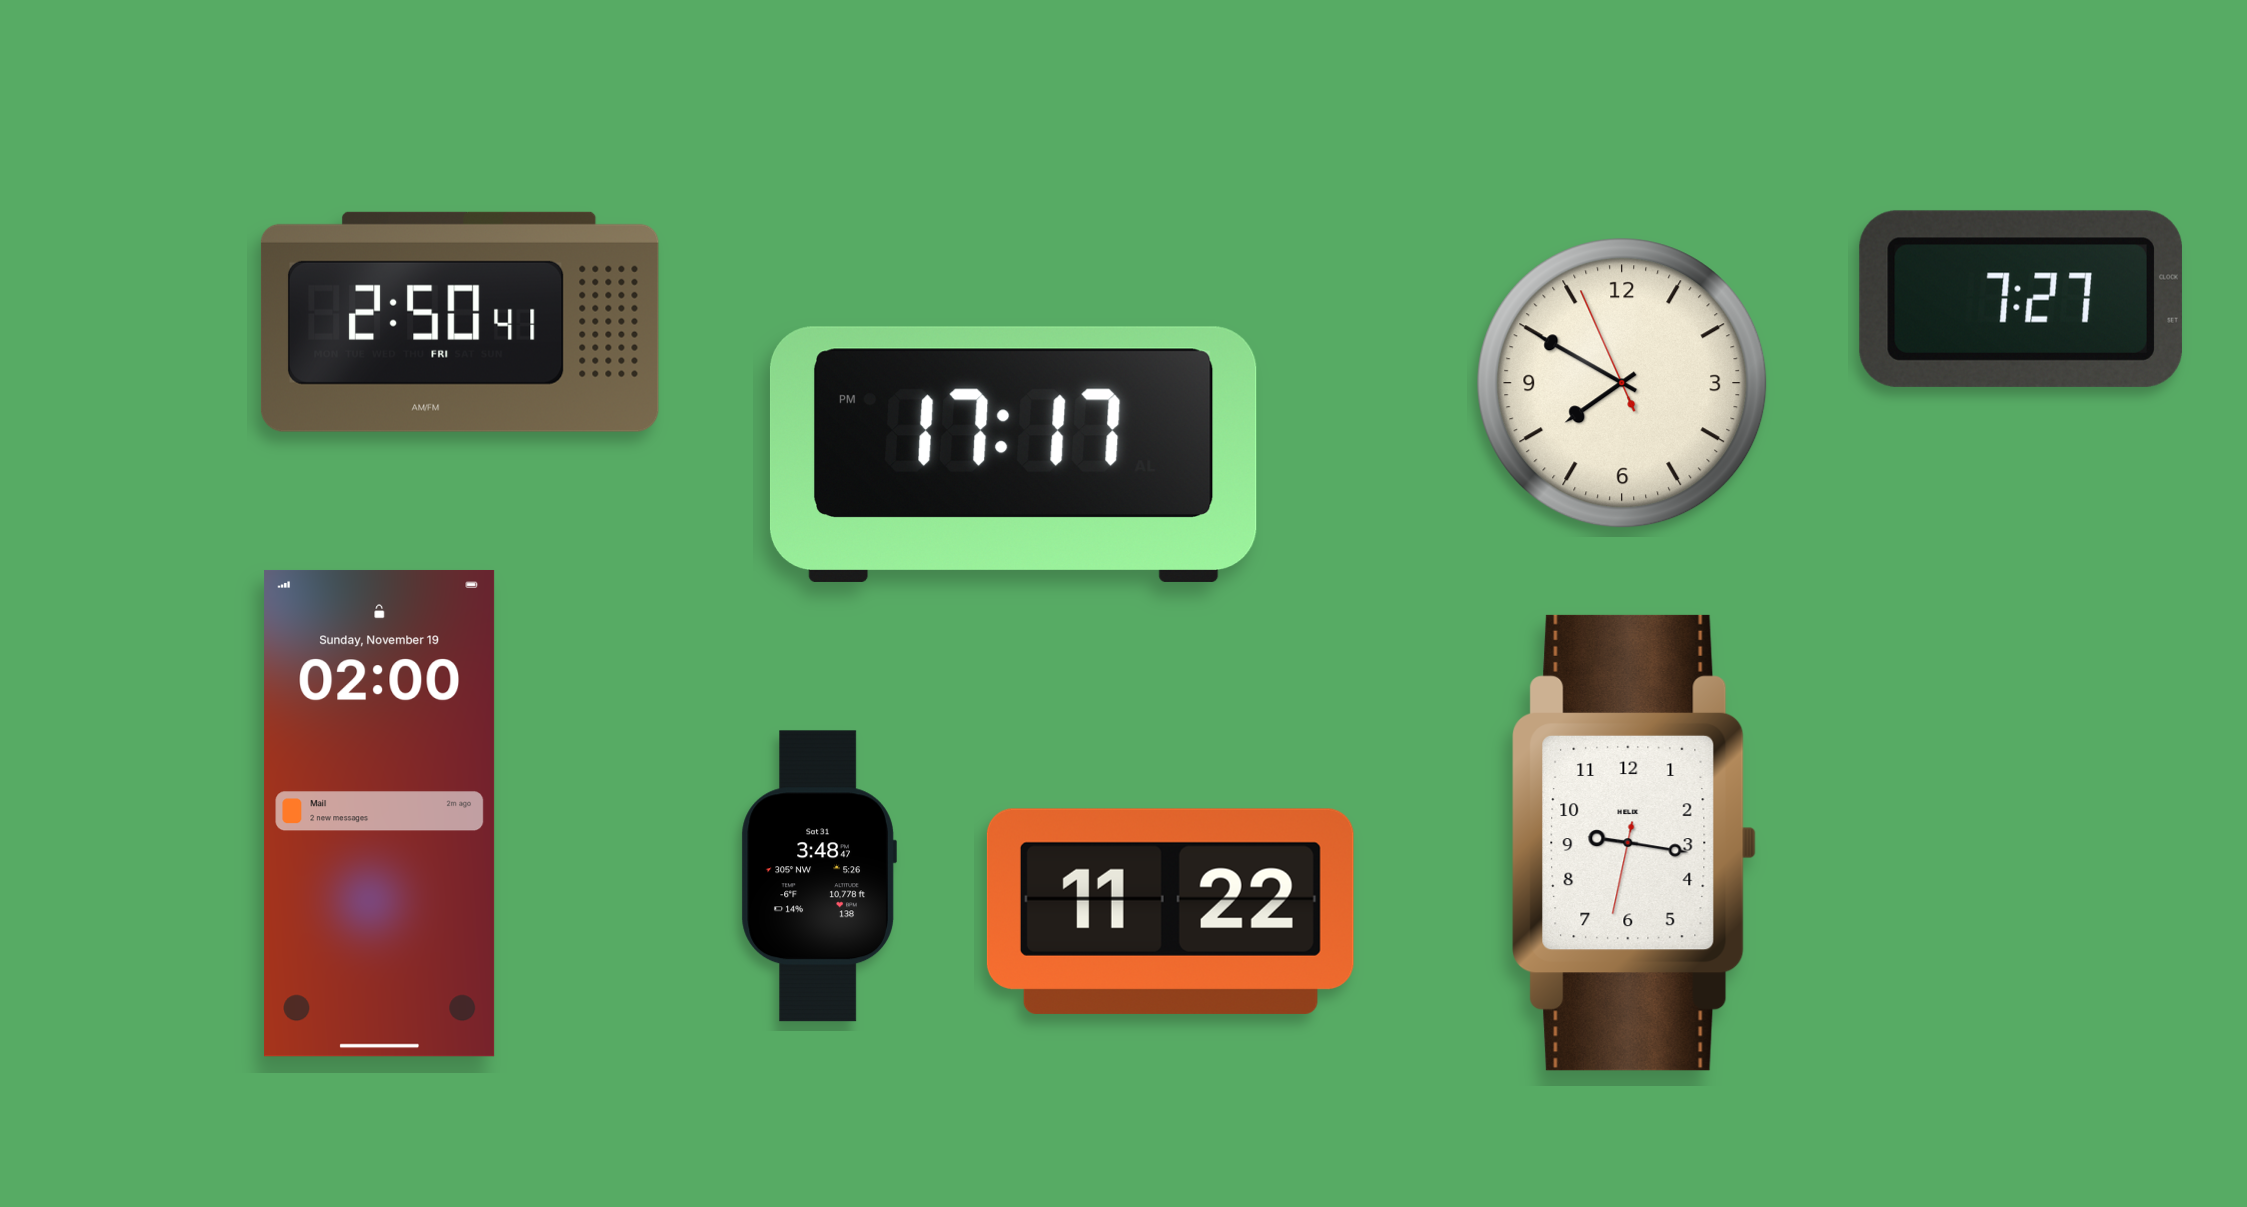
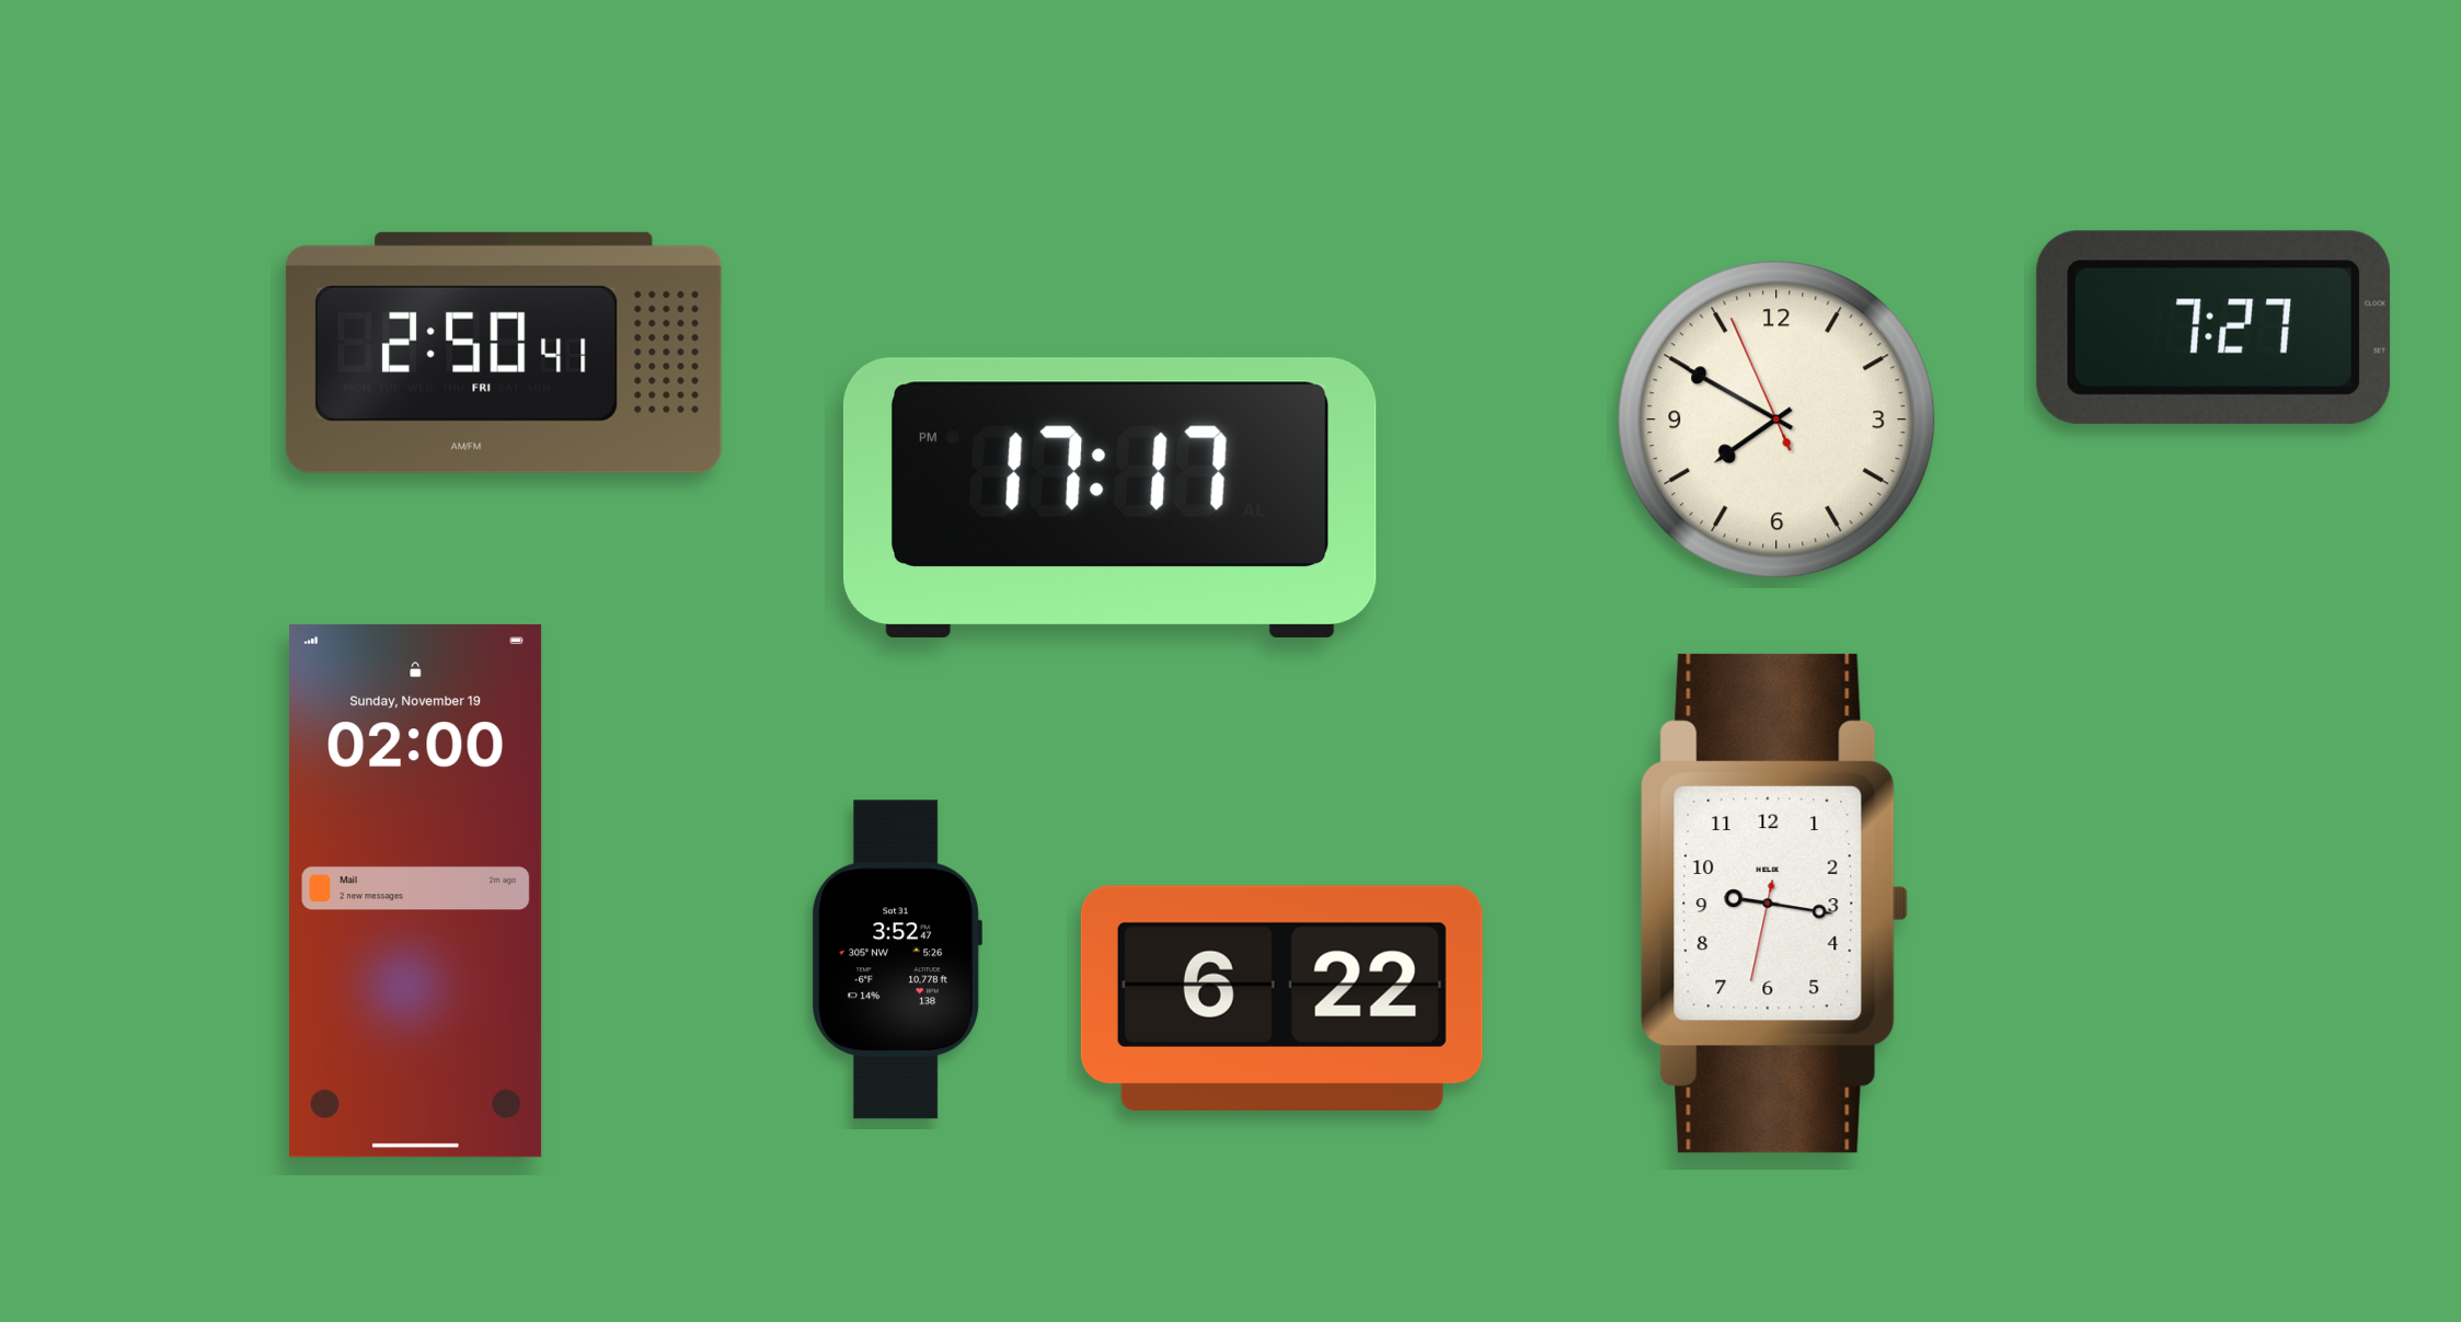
clock at (1634, 843) position: (1634, 843) -> (1774, 904)
clock at (819, 876): 3:48 -> 3:52
clock at (1170, 911): 11:22 -> 6:22
